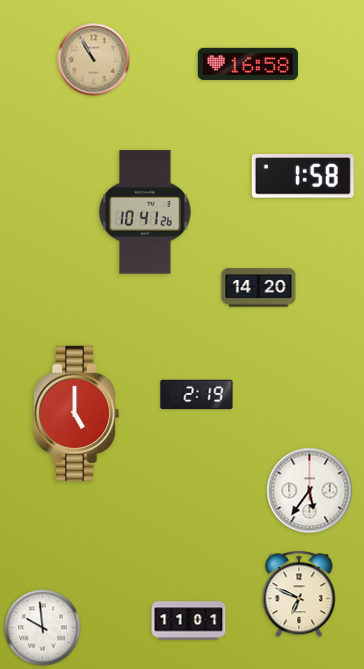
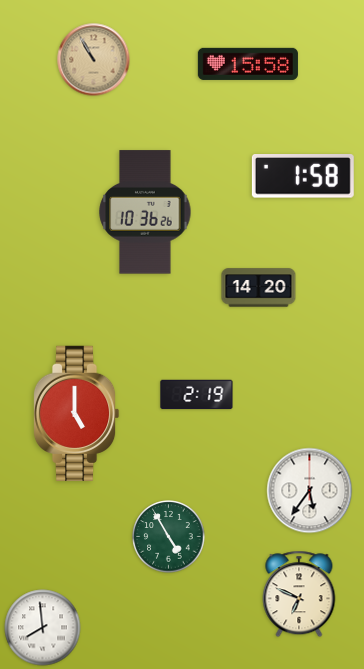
clock at (248, 64): 16:58 -> 15:58
clock at (145, 212): 10:41 -> 10:36
clock at (169, 537): none -> 4:55
clock at (189, 621): 11:01 -> none
clock at (43, 628): 9:59 -> 7:59
